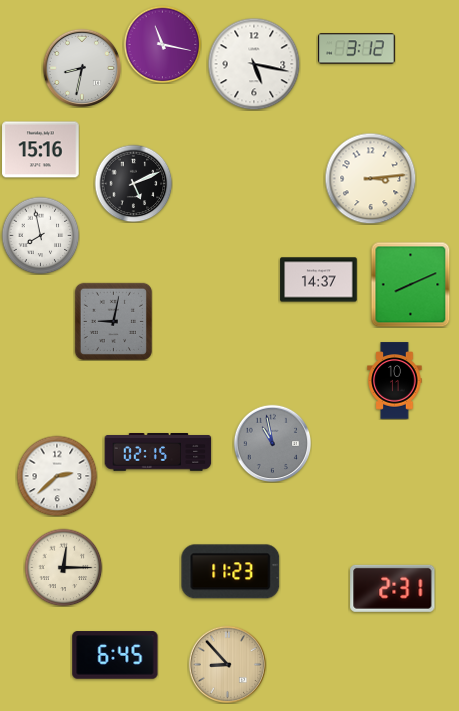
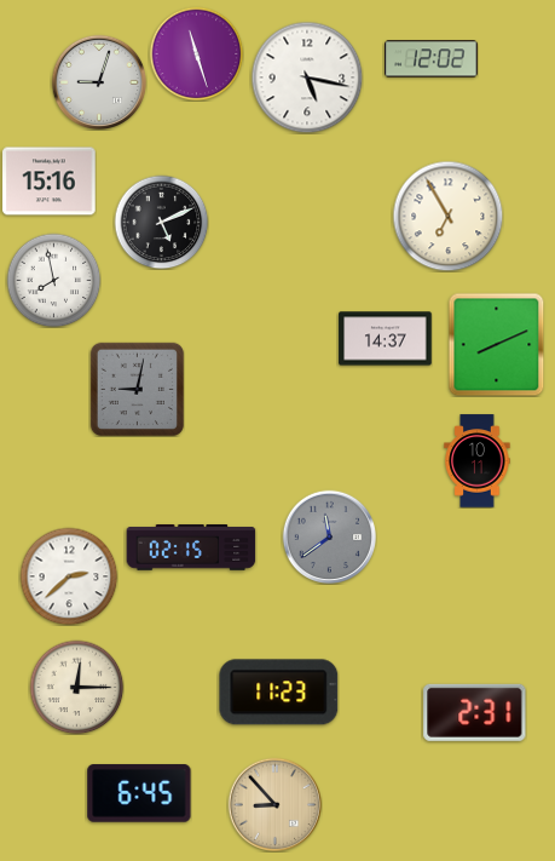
clock at (162, 44): 11:17 -> 11:27
clock at (357, 49): 3:12 -> 12:02
clock at (82, 68): 8:32 -> 9:03
clock at (370, 178): 3:14 -> 6:55
clock at (40, 235) position: (40, 235) -> (53, 280)
clock at (272, 443): 10:58 -> 11:39
